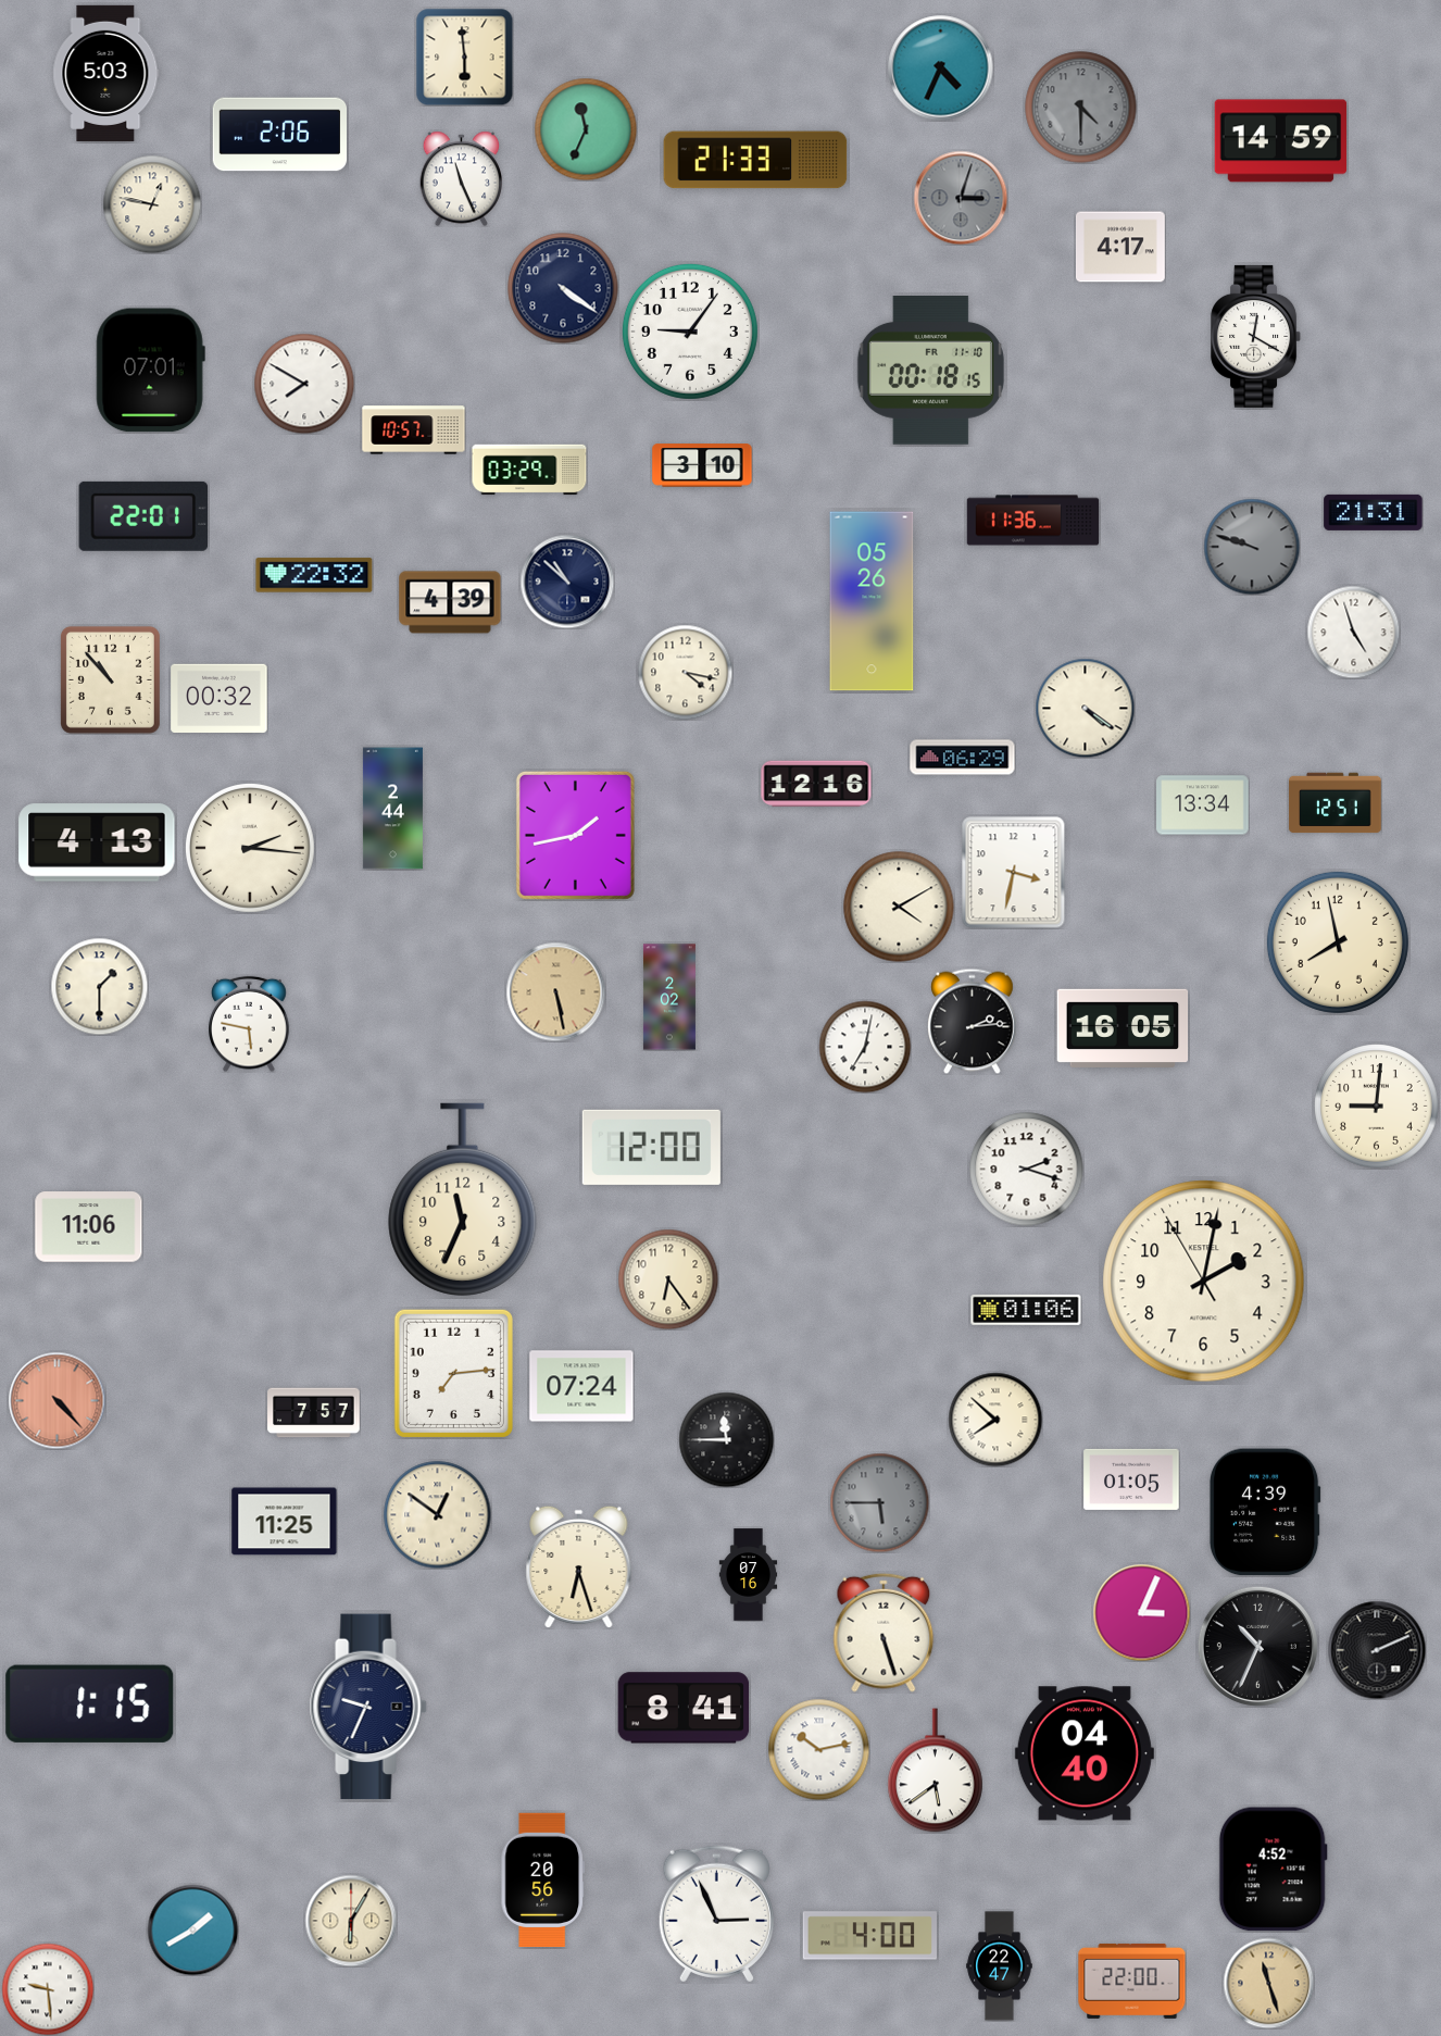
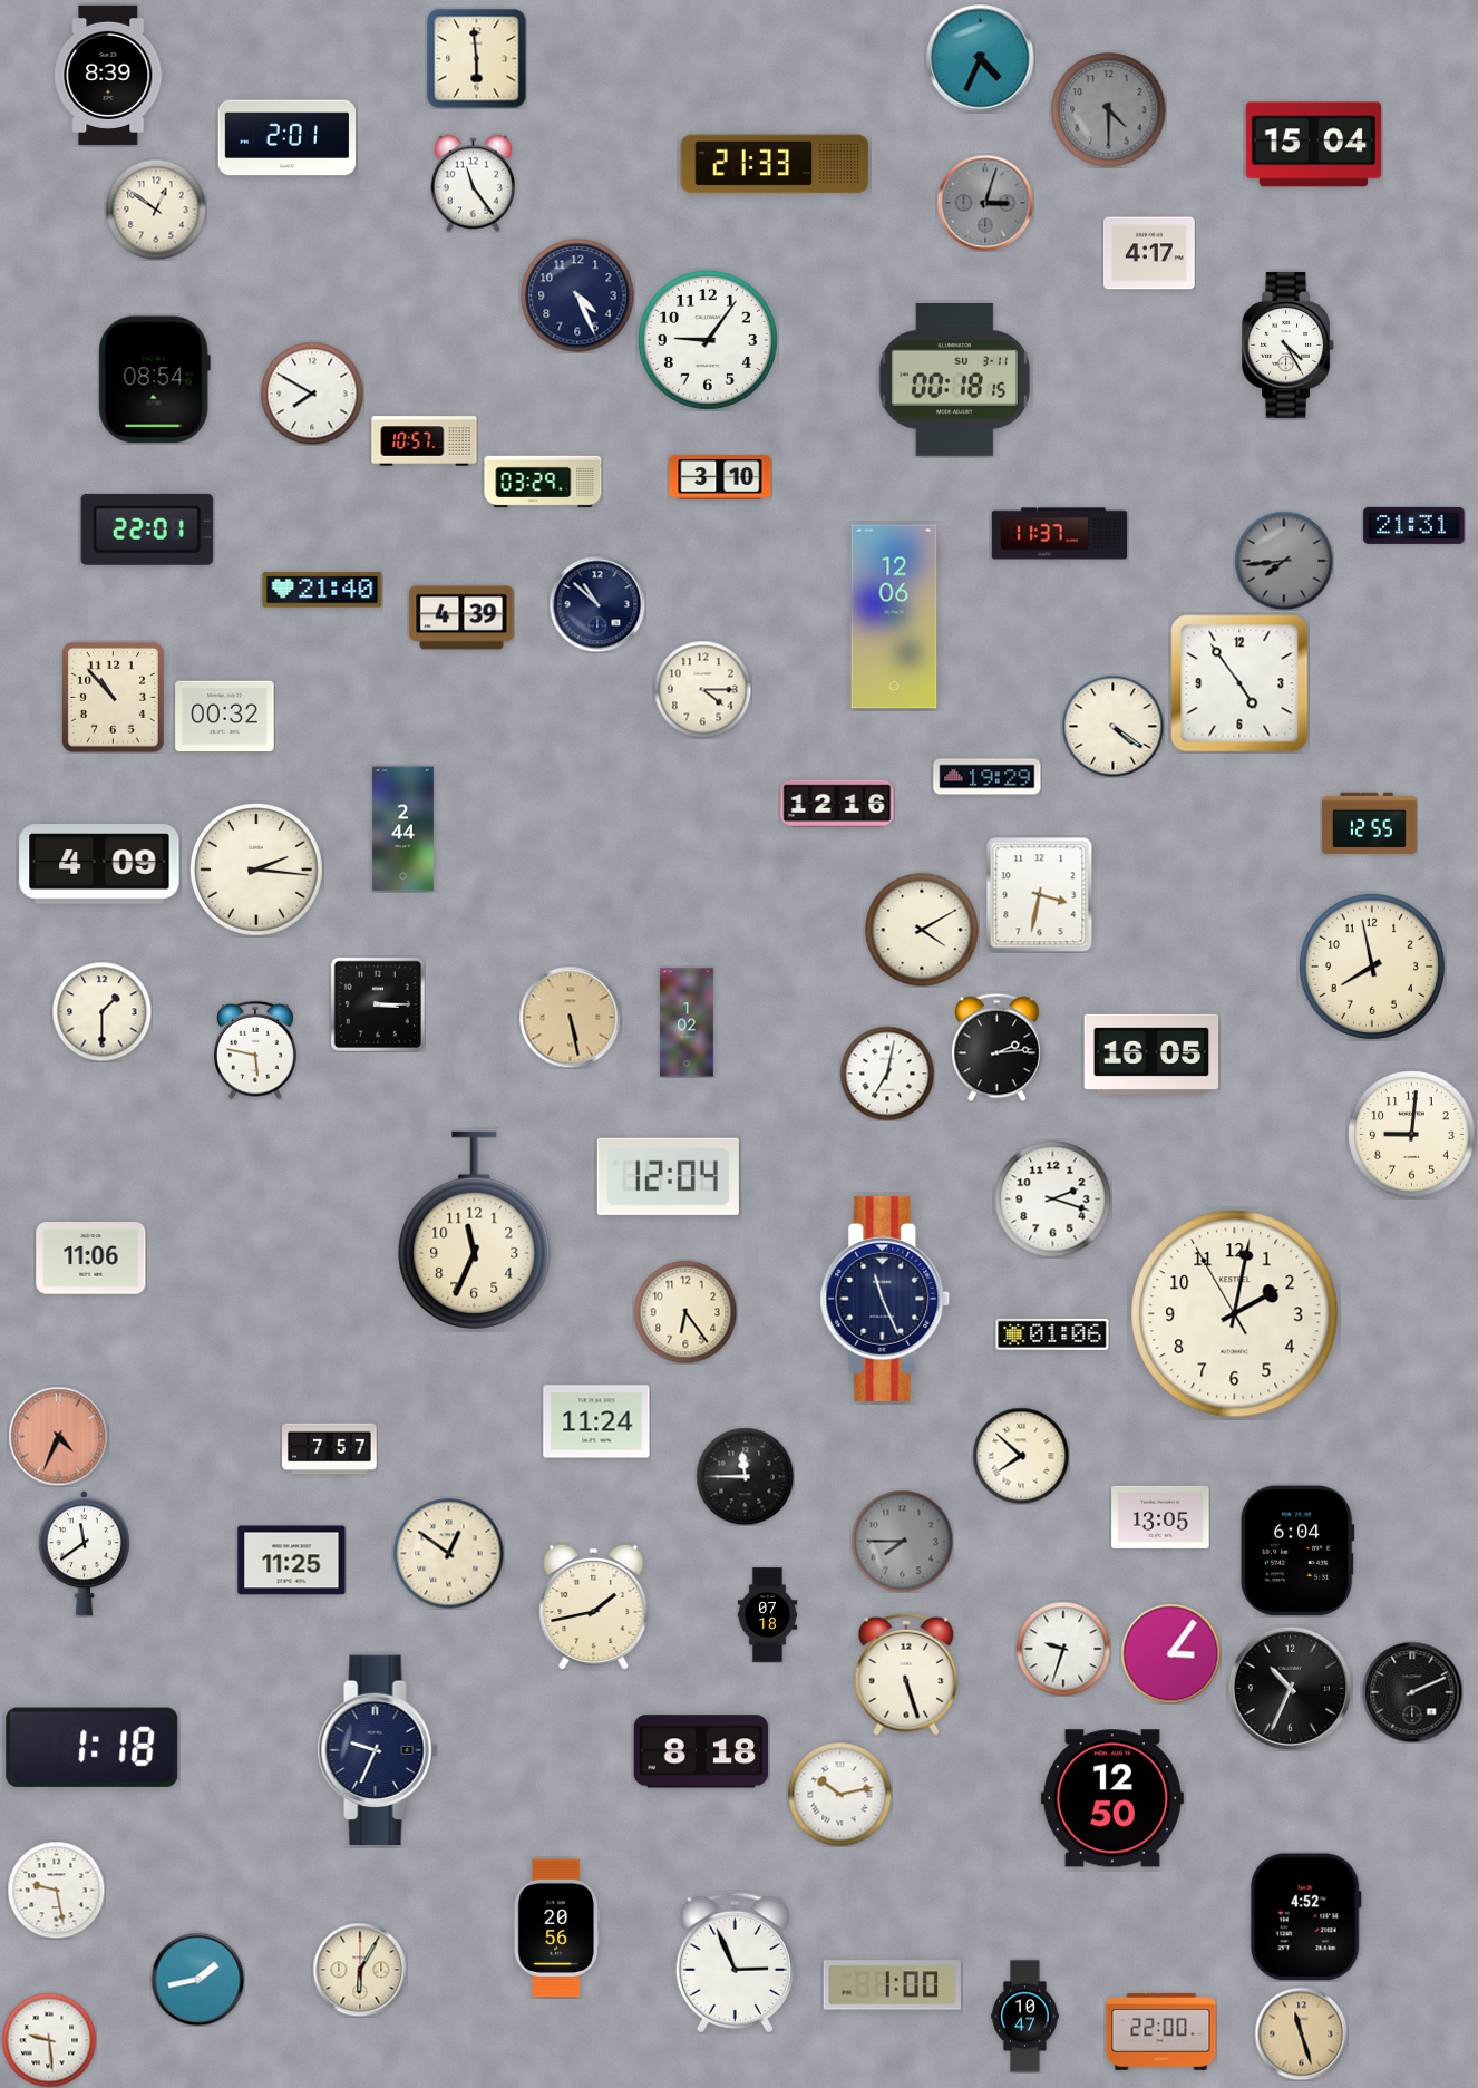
clock at (941, 68) position: (941, 68) -> (981, 59)
clock at (106, 73): 5:03 -> 8:39
clock at (586, 129): 11:34 -> none
clock at (279, 135): 2:06 -> 2:01
clock at (1281, 141): 14:59 -> 15:04
clock at (462, 178): 11:26 -> 11:24
clock at (152, 204): 12:47 -> 12:51
clock at (563, 288): 4:21 -> 4:26
clock at (1256, 336): 12:20 -> 4:25
clock at (150, 371): 07:01 -> 08:54
clock at (930, 371) date: FR 11-10 -> SU 3-11
clock at (1374, 512) position: (1374, 512) -> (1414, 525)
clock at (1033, 521): 11:36 -> 11:37
clock at (1252, 547): 9:48 -> 7:44
clock at (314, 575): 22:32 -> 21:40
clock at (567, 582) position: (567, 582) -> (597, 604)
clock at (872, 601): 05:26 -> 12:06
clock at (1353, 632): 4:57 -> none
clock at (1239, 683): none -> 4:54
clock at (685, 672): 4:17 -> 4:15
clock at (963, 758): 06:29 -> 19:29
clock at (1336, 803): 12:51 -> 12:55
clock at (1203, 805): 13:34 -> none
clock at (575, 835): 1:43 -> none
clock at (97, 842): 4:13 -> 4:09
clock at (377, 1003): none -> 3:15
clock at (669, 997): 2:02 -> 1:02
clock at (651, 1147): 12:00 -> 12:04
clock at (885, 1299): none -> 11:26
clock at (1026, 1310) position: (1026, 1310) -> (1052, 1334)
clock at (453, 1373): 7:14 -> none
clock at (581, 1386): 07:24 -> 11:24
clock at (57, 1400): 4:23 -> 4:34
clock at (314, 1413) position: (314, 1413) -> (330, 1449)
clock at (1131, 1479): 01:05 -> 13:05
clock at (879, 1502): 5:45 -> 7:45
clock at (1265, 1512): 4:39 -> 6:04
clock at (84, 1554): none -> 11:39
clock at (579, 1566): 6:27 -> 1:43
clock at (749, 1575): 07:16 -> 07:18
clock at (1063, 1649): none -> 9:33
clock at (1141, 1612): 3:04 -> 3:06
clock at (90, 1703): 1:15 -> 1:18
clock at (684, 1708): 8:41 -> 8:18
clock at (1085, 1753): 04:40 -> 12:50
clock at (936, 1771): 5:39 -> none
clock at (56, 1890): none -> 9:28
clock at (192, 1929): 1:40 -> 1:43
clock at (869, 1936): 4:00 -> 1:00
clock at (1000, 1966): 22:47 -> 10:47
